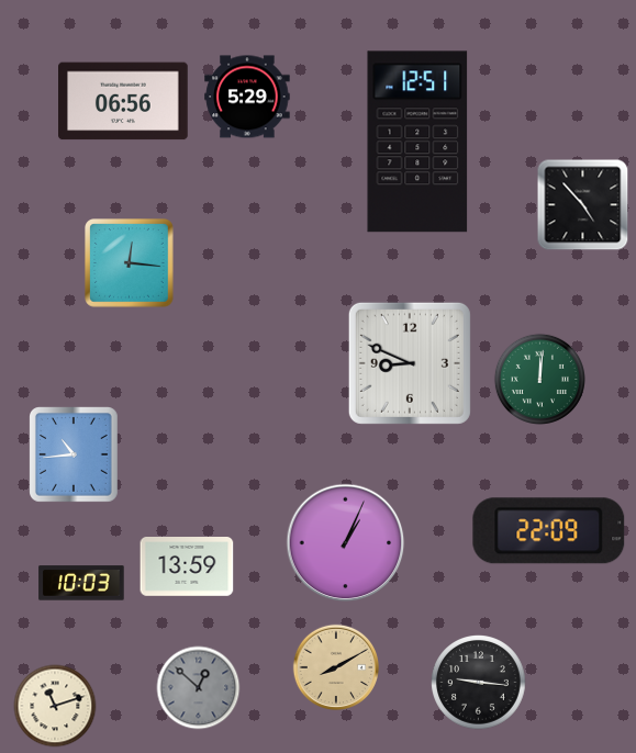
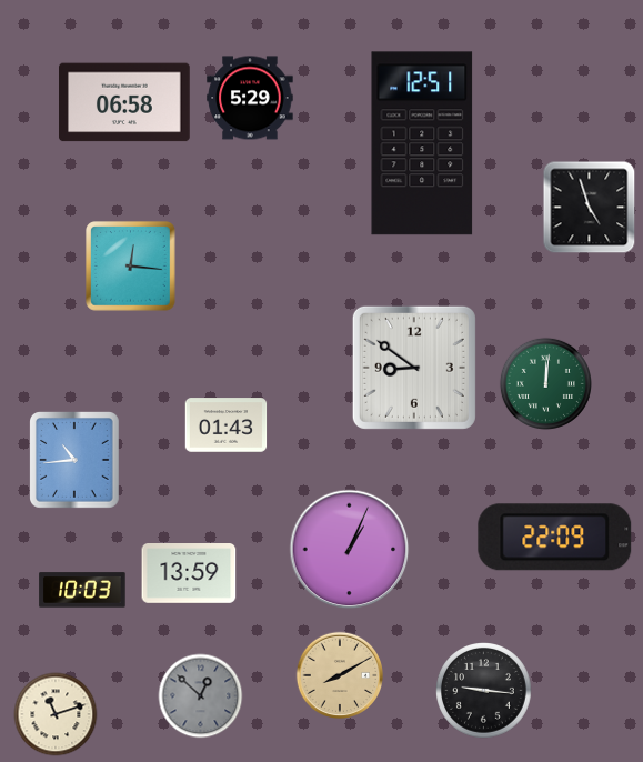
clock at (124, 101): 06:56 -> 06:58
clock at (583, 205): 4:53 -> 4:57
clock at (410, 363): 8:49 -> 8:51
clock at (227, 425): none -> 01:43
